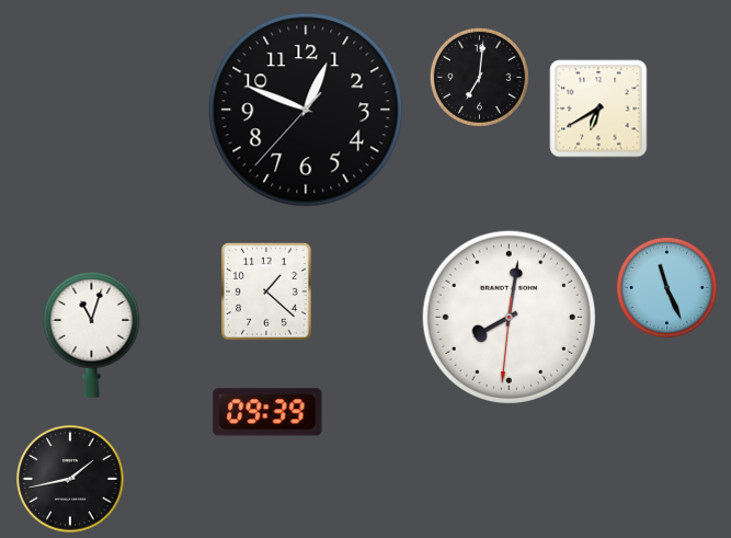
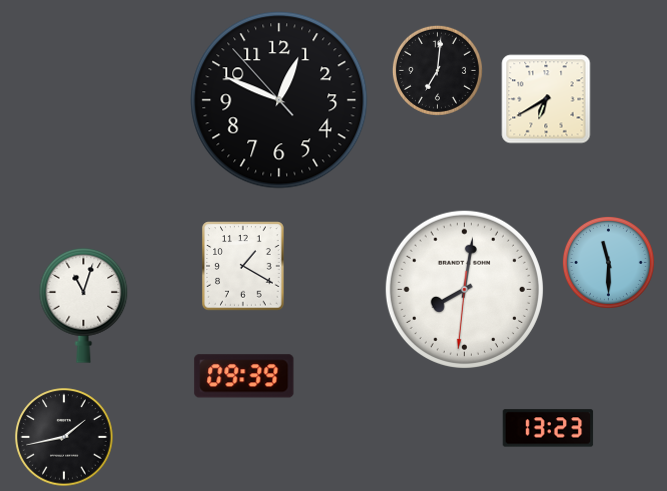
clock at (306, 110): 12:48:37 -> 12:48:53
clock at (666, 287): 11:26 -> 11:30
clock at (266, 291): 1:22 -> 1:20
clock at (548, 428): none -> 13:23
